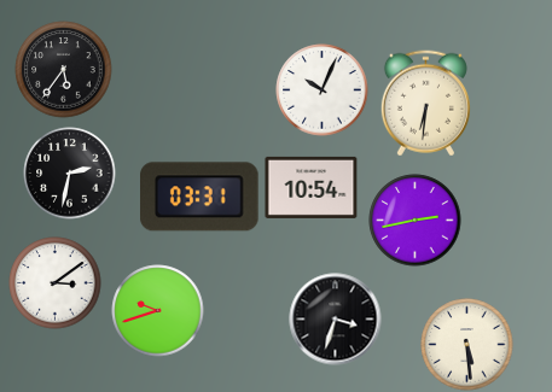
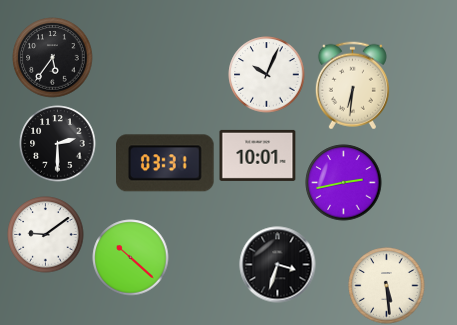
clock at (70, 174): 2:32 -> 2:30
clock at (312, 187): 10:54 -> 10:01
clock at (56, 283): 3:09 -> 9:09
clock at (158, 311): 9:42 -> 10:22
